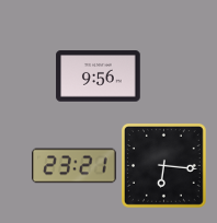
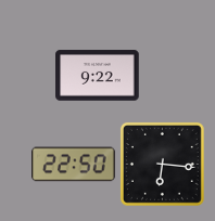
clock at (99, 77): 9:56 -> 9:22
clock at (75, 166): 23:21 -> 22:50
